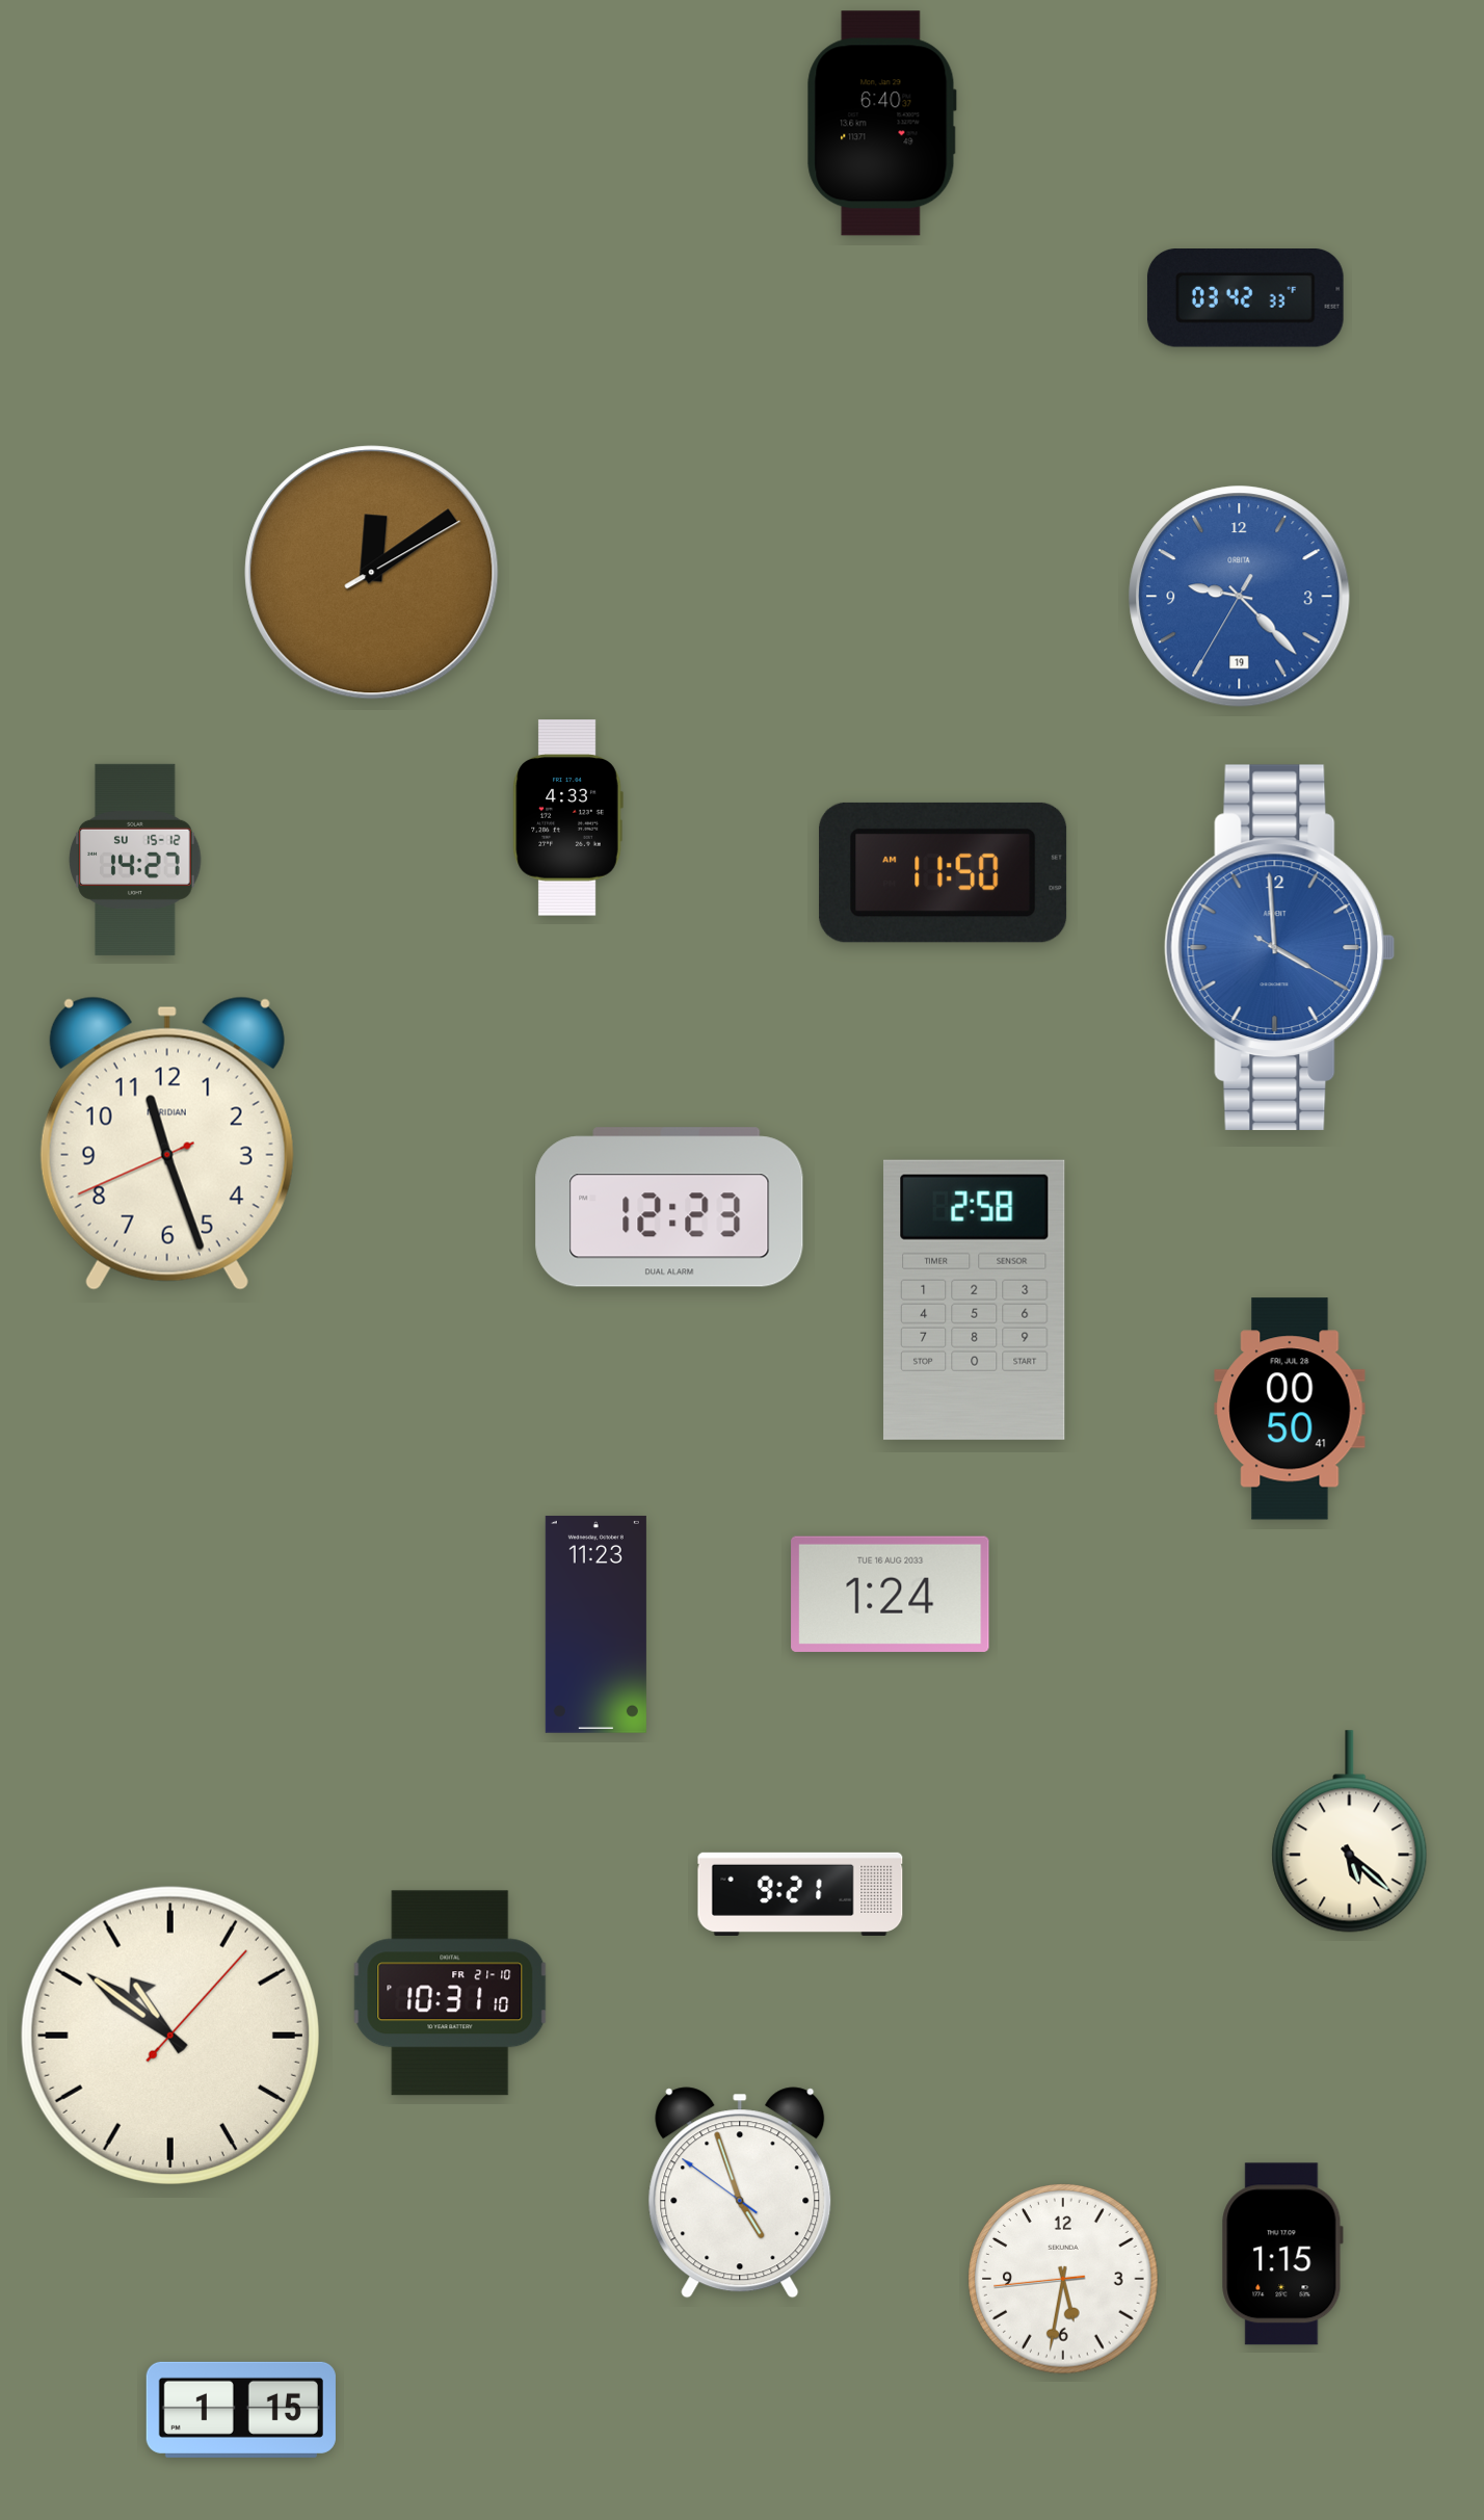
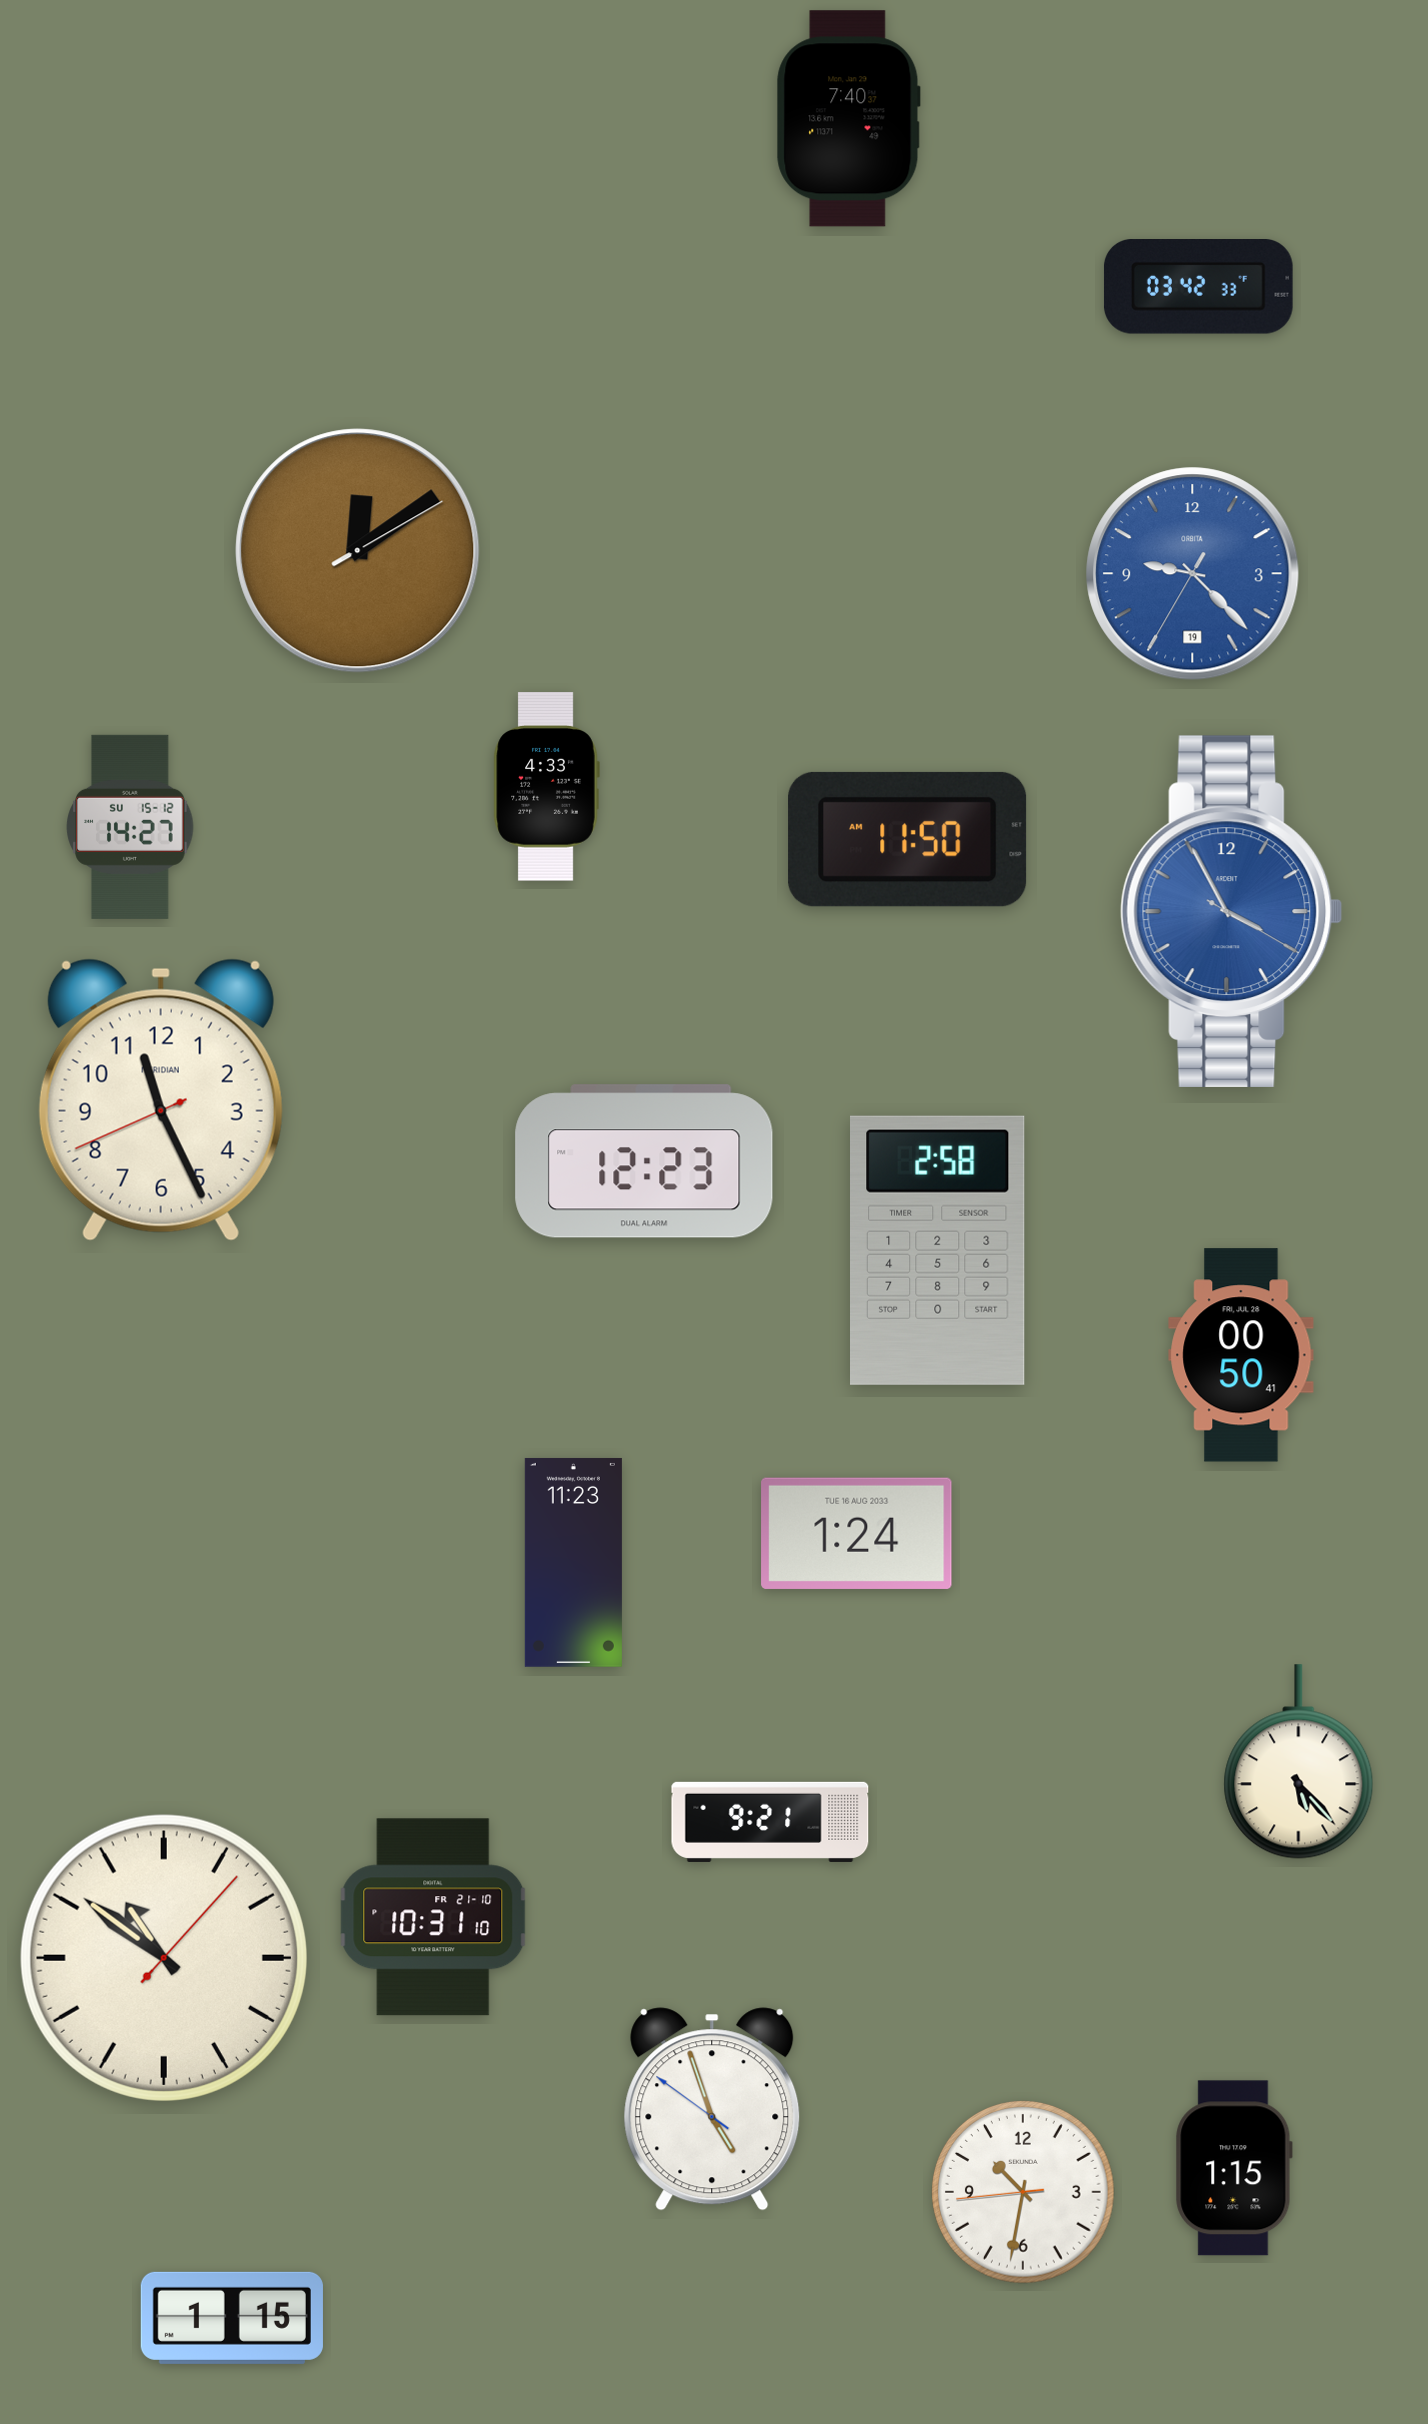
clock at (881, 124): 6:40 -> 7:40
clock at (1280, 947): 3:59 -> 3:55
clock at (167, 1144): 11:26 -> 11:25
clock at (1350, 1832): 5:22 -> 5:23
clock at (1063, 2279): 5:31 -> 10:31
